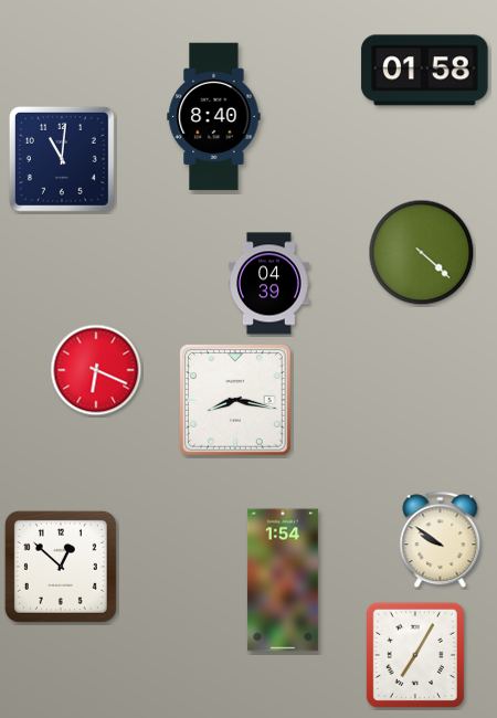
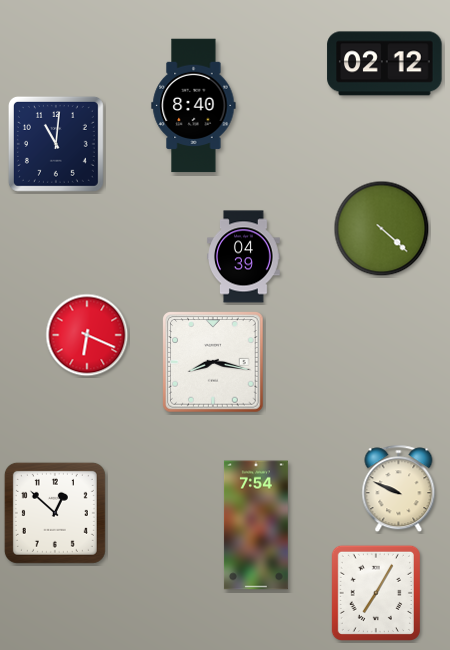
clock at (425, 71): 01:58 -> 02:12
clock at (441, 540): 9:51 -> 9:49
clock at (283, 580): 1:54 -> 7:54
